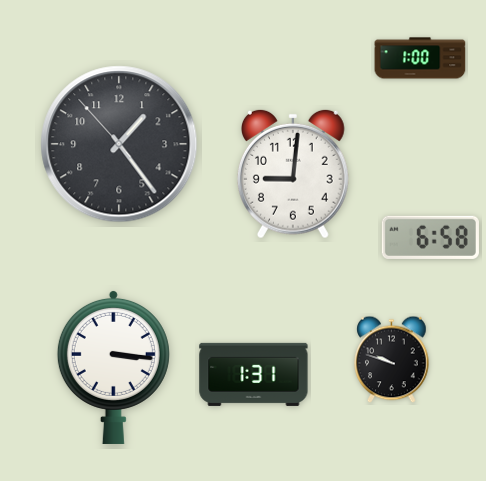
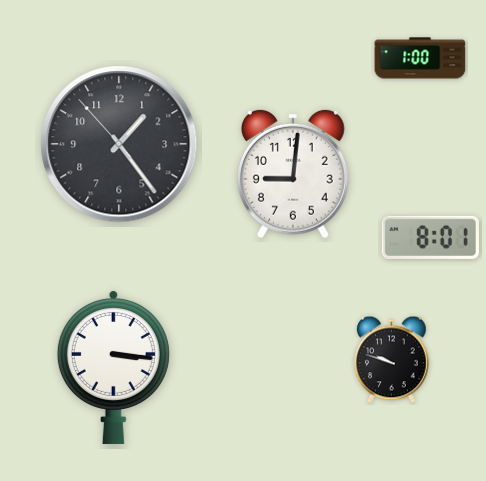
clock at (430, 237): 6:58 -> 8:01
clock at (254, 374): 1:31 -> none
